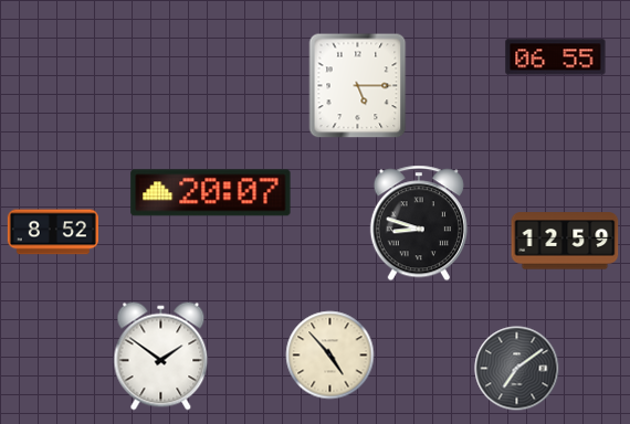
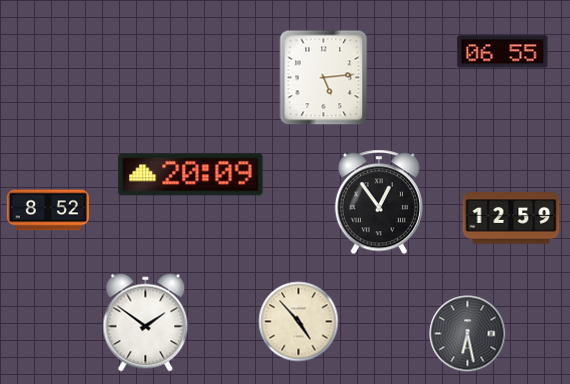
clock at (358, 86): 5:15 -> 5:14
clock at (211, 193): 20:07 -> 20:09
clock at (419, 223): 8:48 -> 12:54
clock at (517, 369): 7:09 -> 6:28
